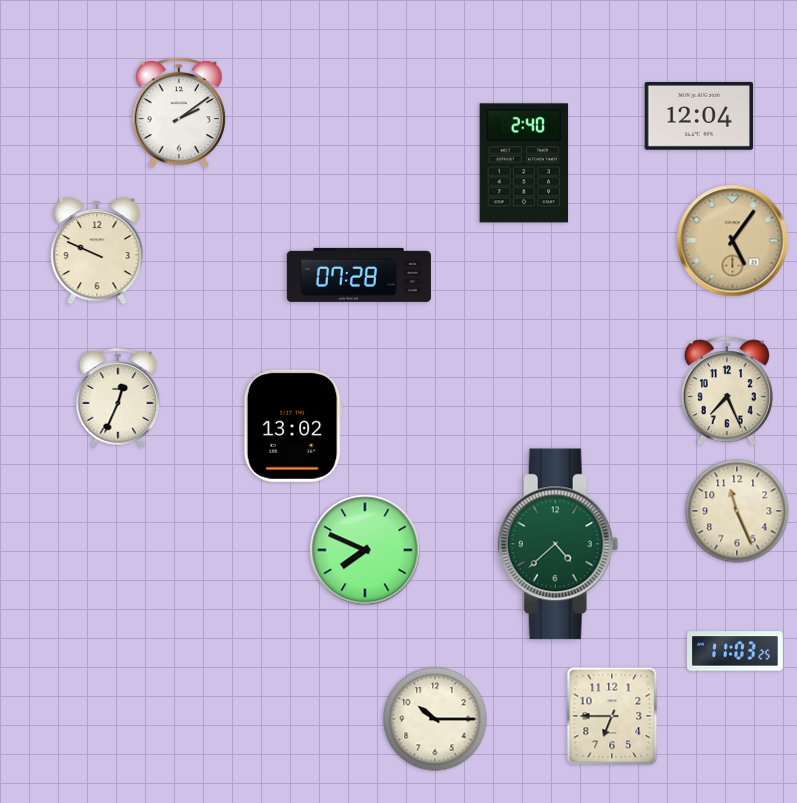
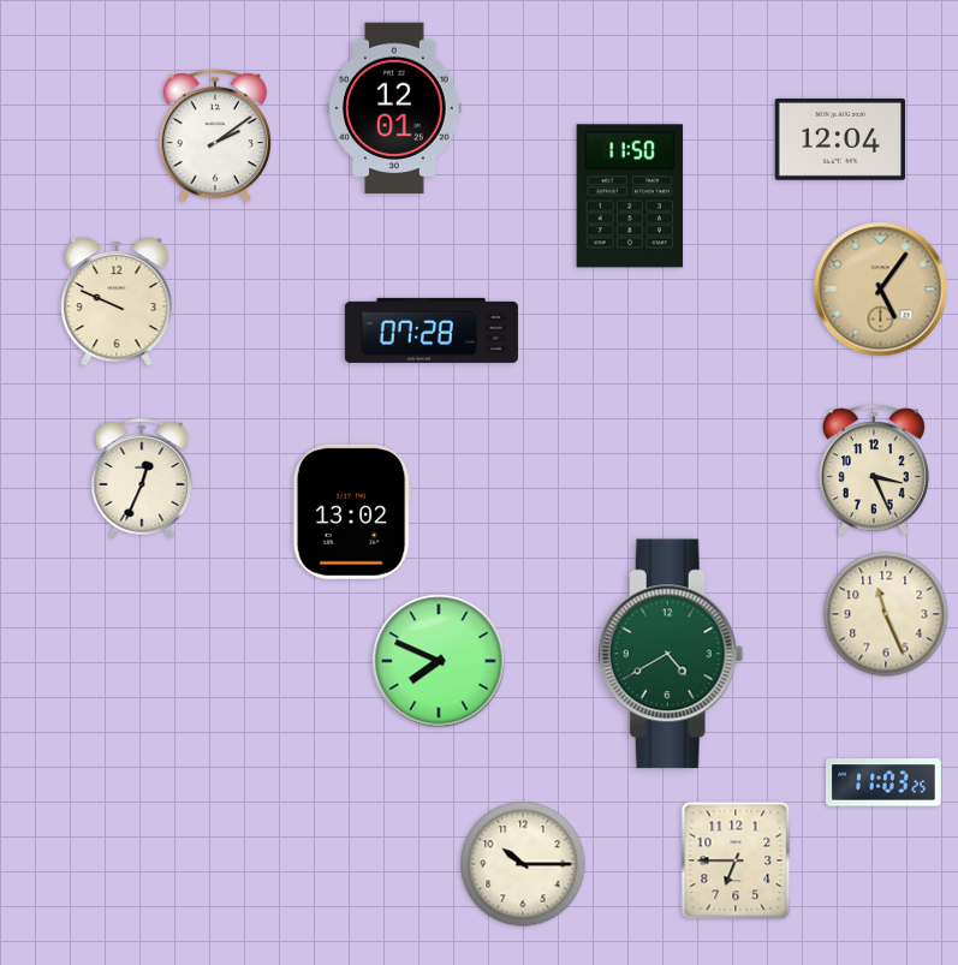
clock at (394, 108): none -> 12:01
clock at (524, 163): 2:40 -> 11:50
clock at (727, 391): 7:26 -> 3:26
clock at (558, 544): 4:38 -> 4:40
